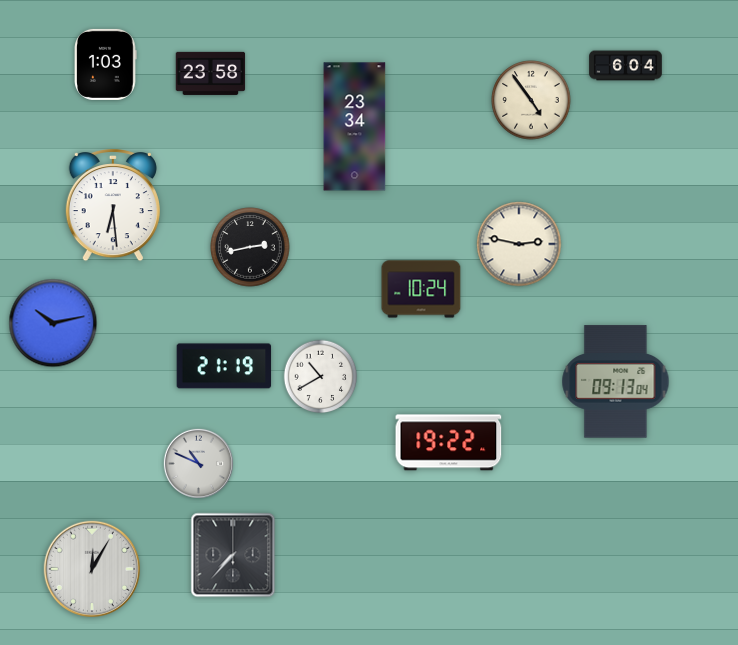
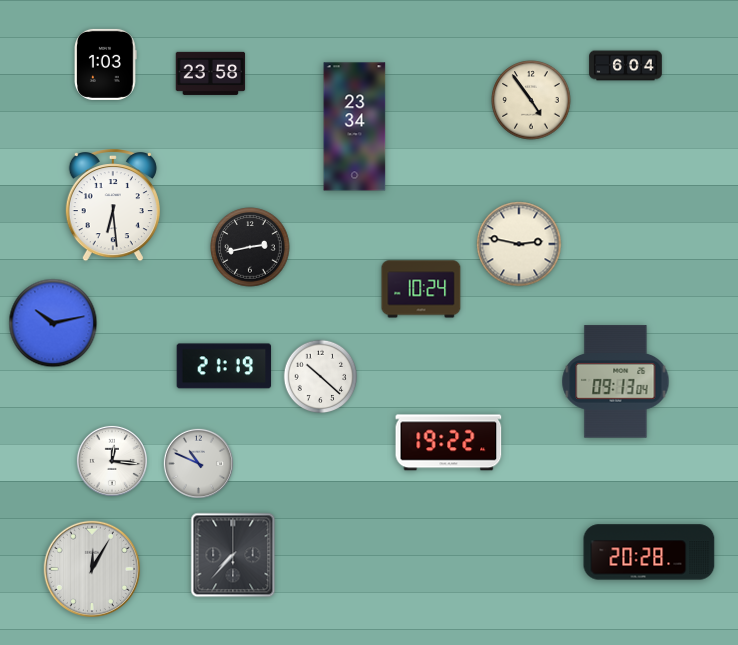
clock at (321, 377): 10:40 -> 10:22
clock at (112, 461): none -> 12:16
clock at (649, 552): none -> 20:28
